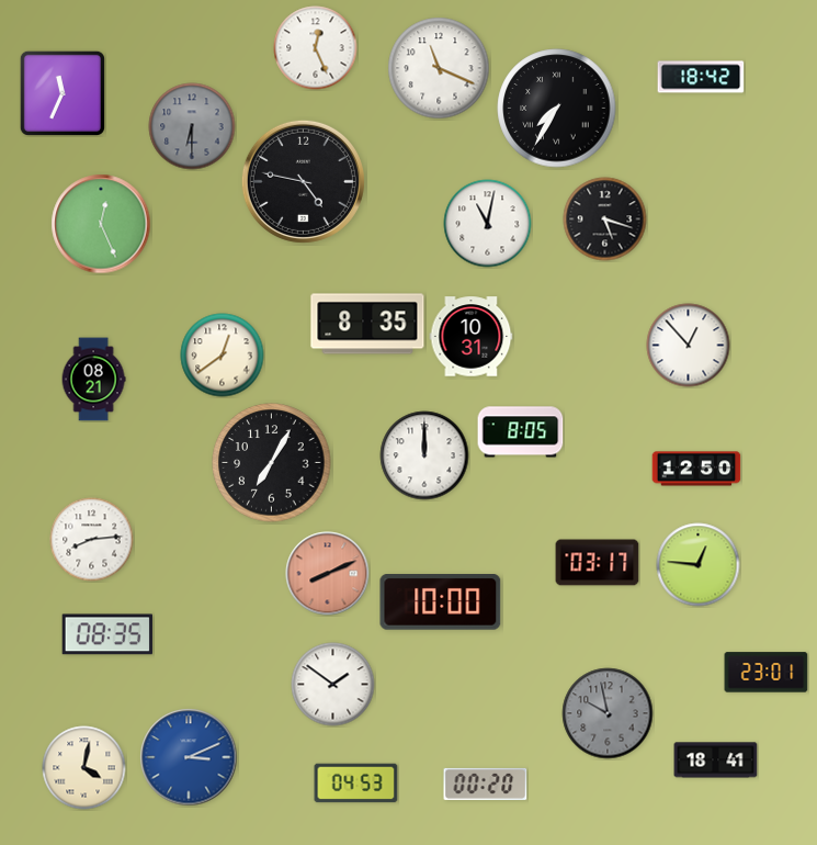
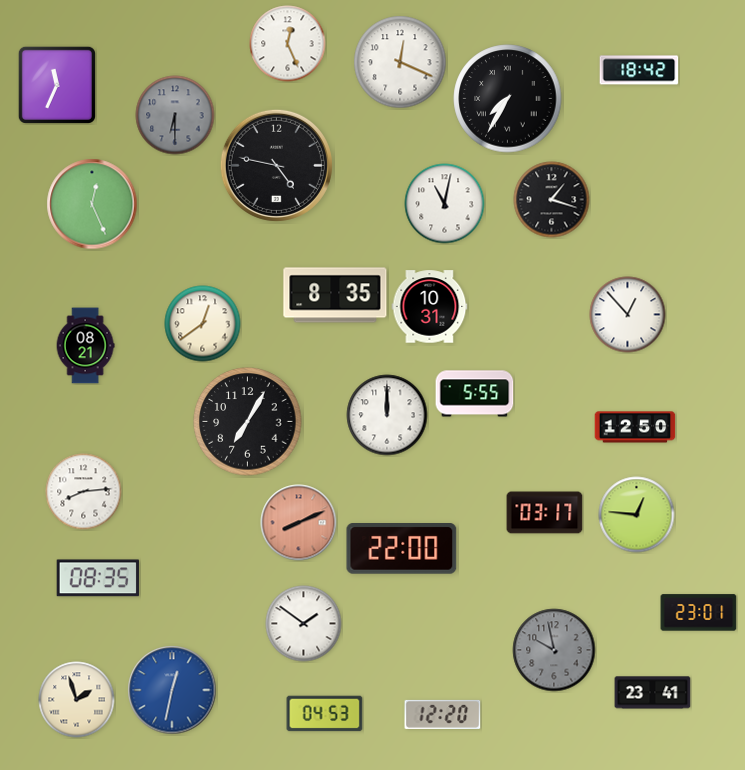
clock at (439, 68): 11:19 -> 12:19
clock at (605, 219): 5:18 -> 1:18
clock at (521, 432): 8:05 -> 5:55
clock at (441, 602): 10:00 -> 22:00
clock at (189, 757): 3:11 -> 12:32
clock at (716, 760): 18:41 -> 23:41
clock at (84, 768): 4:02 -> 1:57
clock at (486, 784): 00:20 -> 12:20
